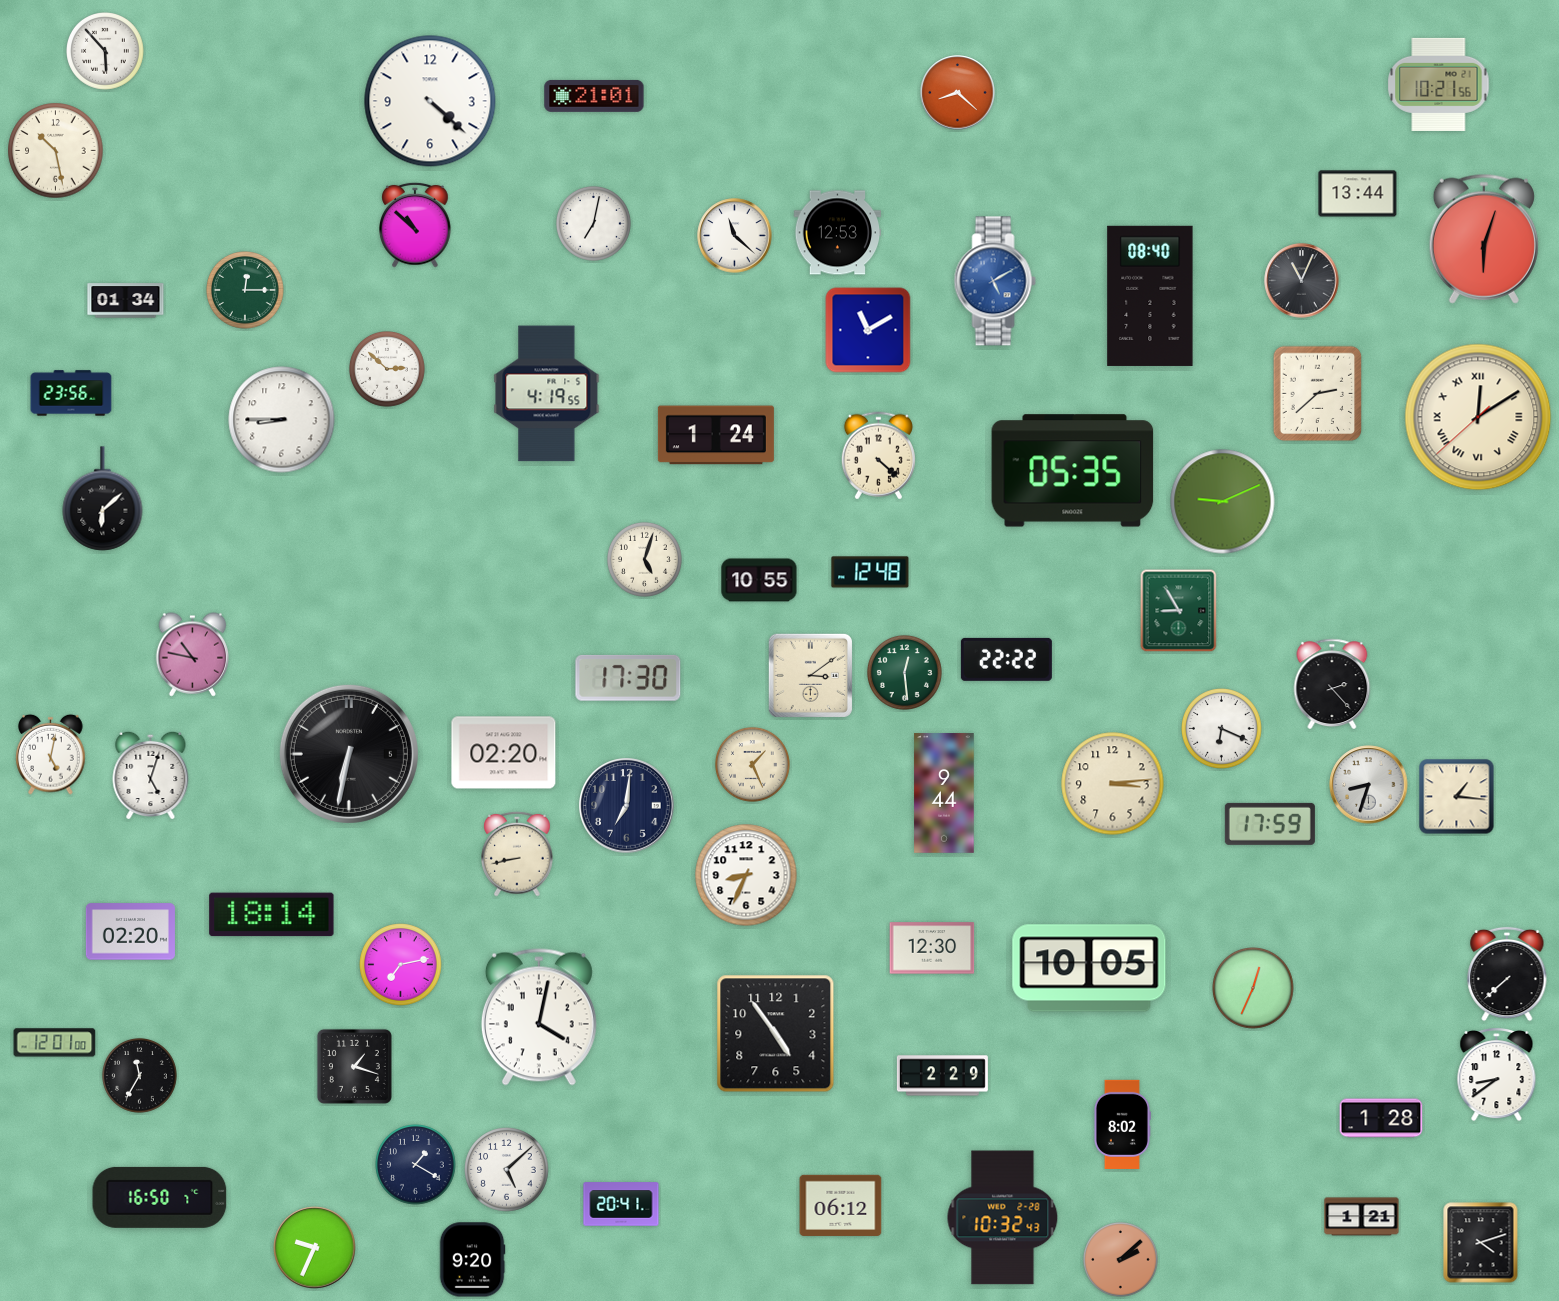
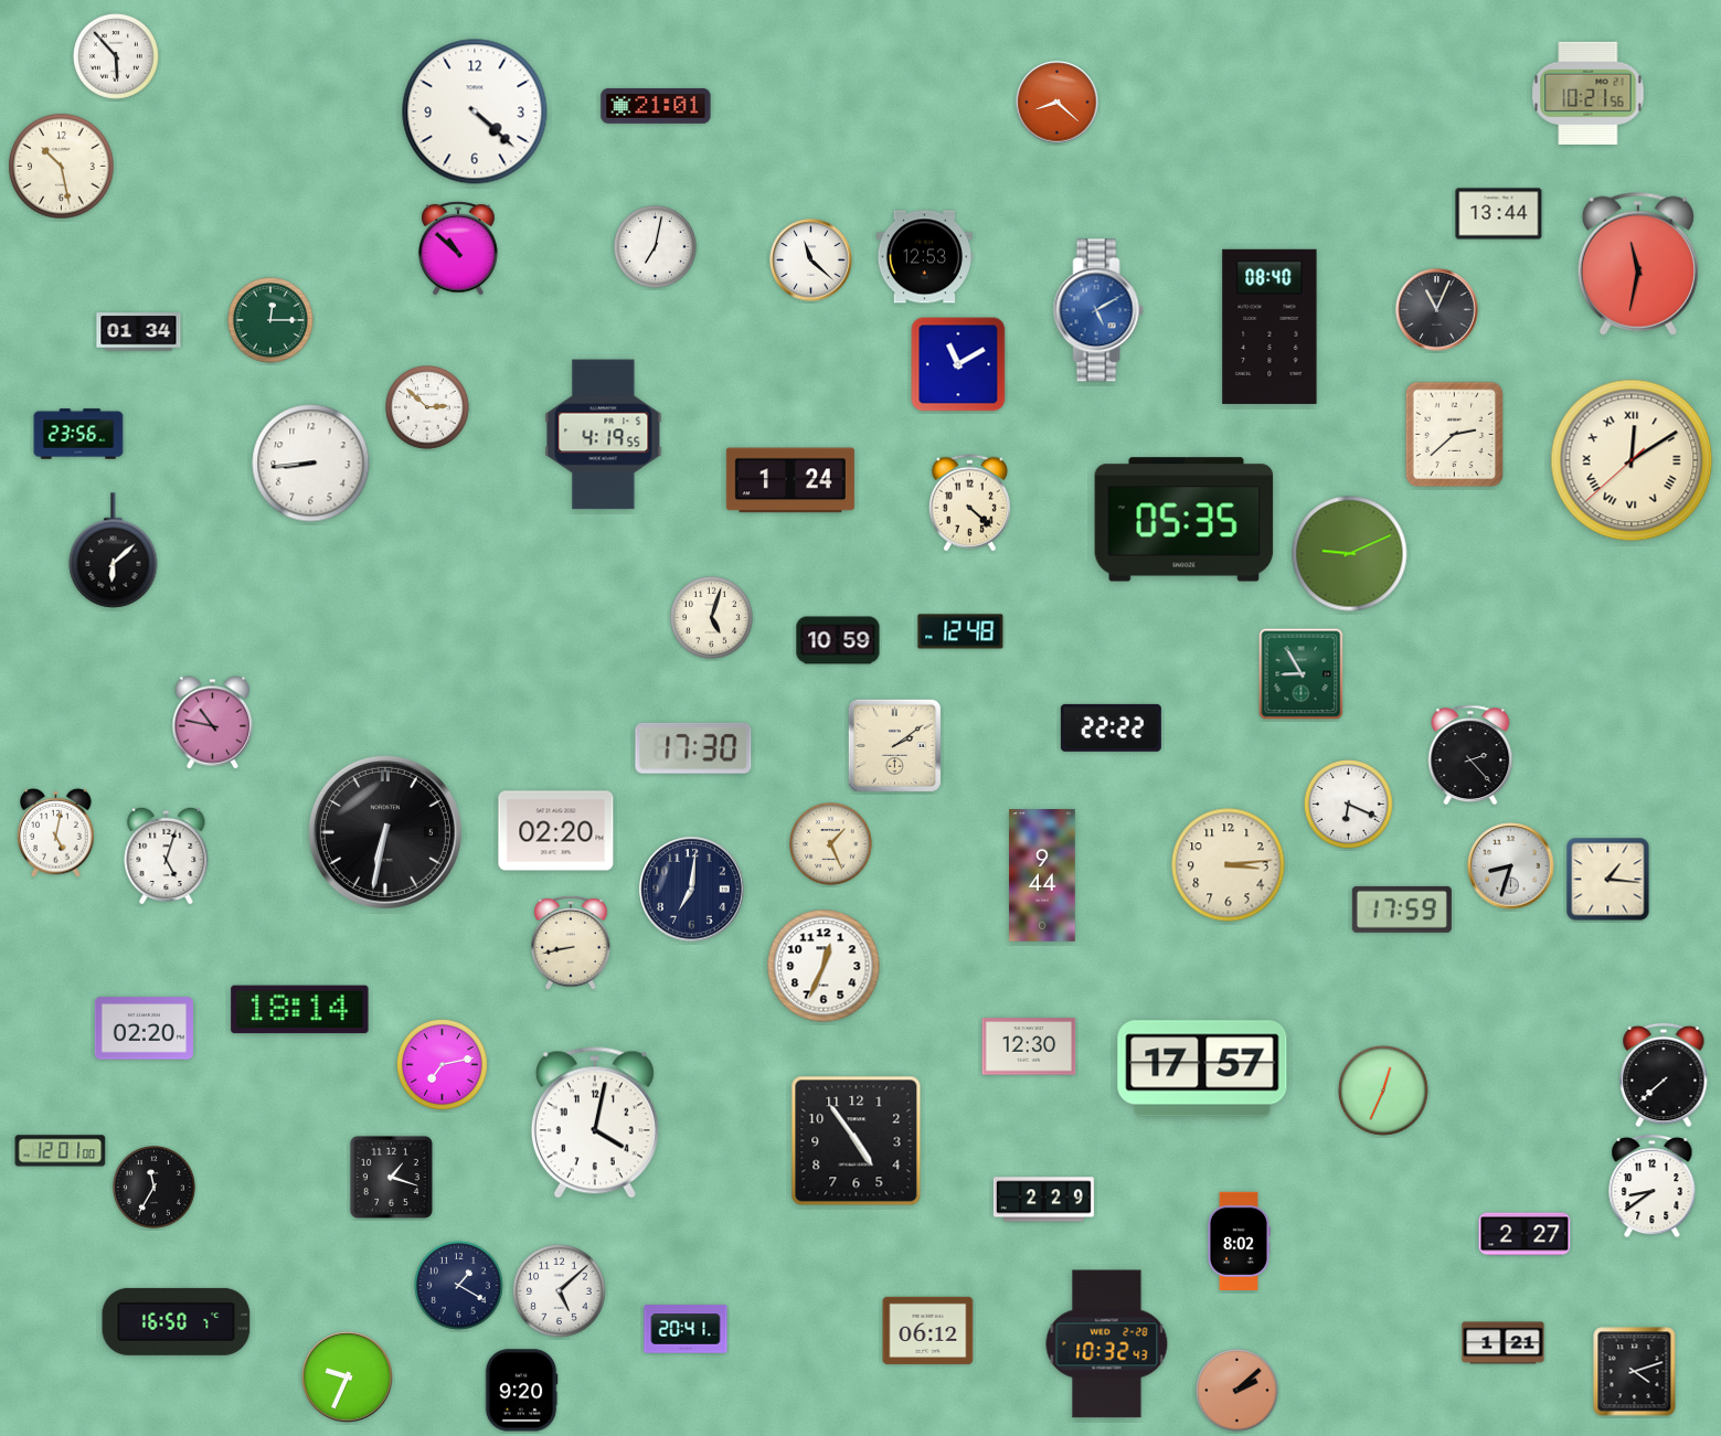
clock at (1484, 239): 6:03 -> 11:32
clock at (282, 420): 8:45 -> 8:44
clock at (759, 580): 10:55 -> 10:59
clock at (904, 672): 12:29 -> none
clock at (810, 675): 3:09 -> 2:09
clock at (746, 875): 8:34 -> 12:34
clock at (1089, 968): 10:05 -> 17:57
clock at (942, 1076) position: (942, 1076) -> (1043, 1200)
clock at (1381, 1118): 1:28 -> 2:27
